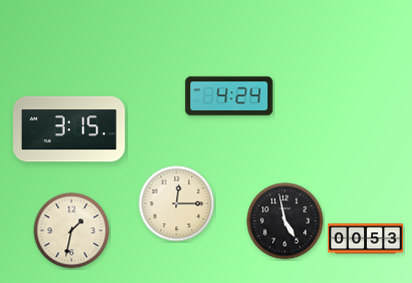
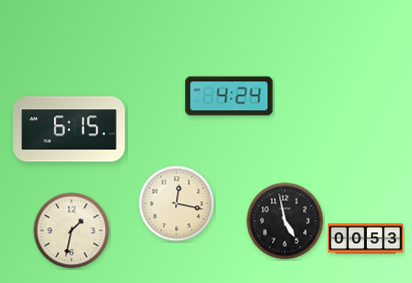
clock at (70, 129): 3:15 -> 6:15
clock at (177, 204): 12:15 -> 12:17
